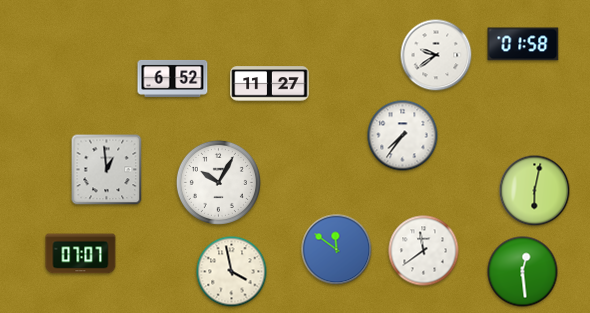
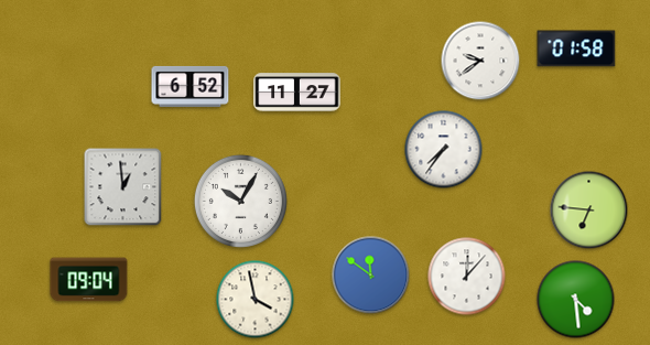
clock at (107, 170) position: (107, 170) -> (123, 187)
clock at (535, 191): 6:02 -> 6:46
clock at (424, 251): 11:39 -> 12:07
clock at (81, 254): 07:07 -> 09:04
clock at (523, 272): 12:29 -> 4:29
